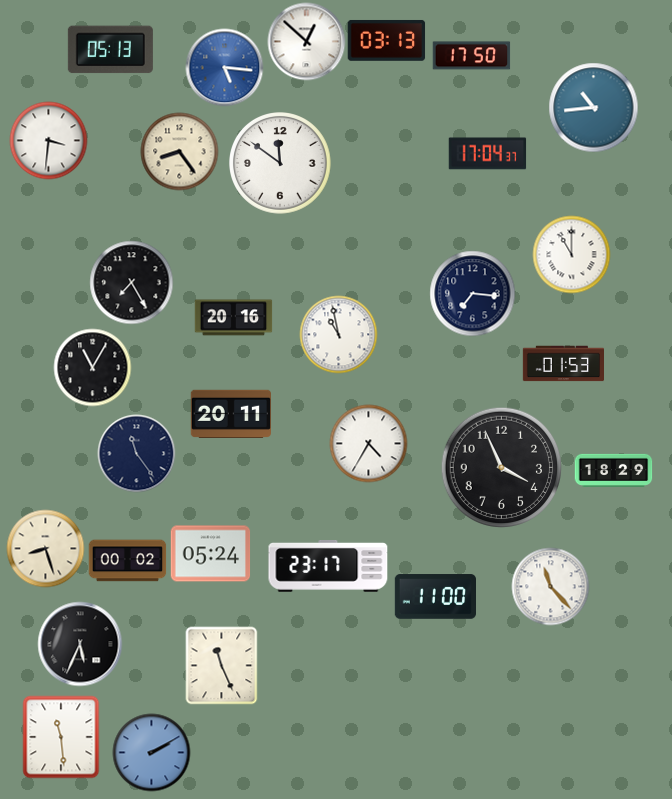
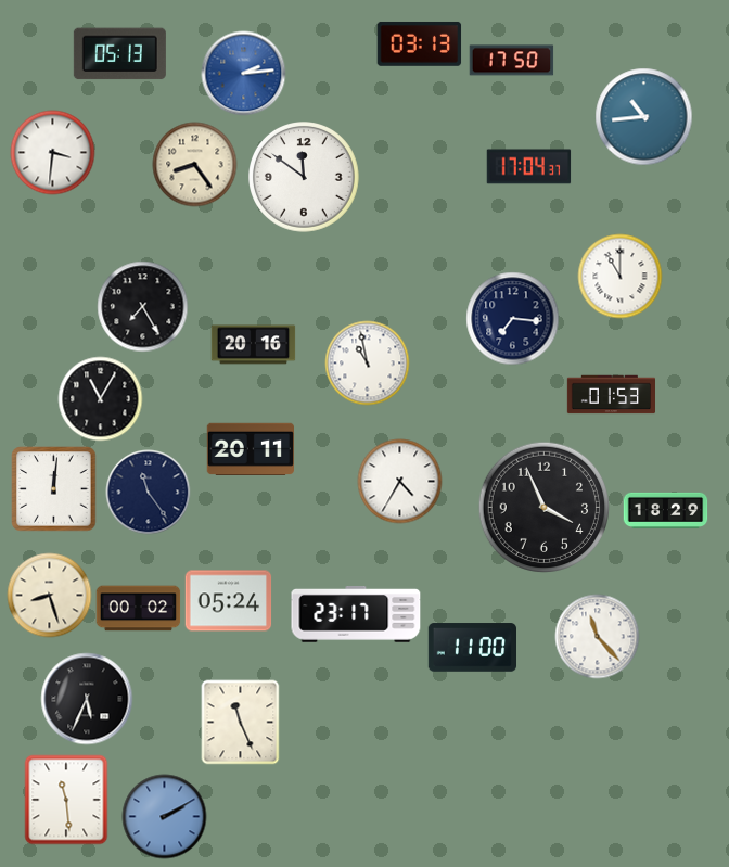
clock at (306, 41): 12:52 -> none
clock at (224, 67): 5:16 -> 2:14
clock at (53, 488): none -> 12:01
